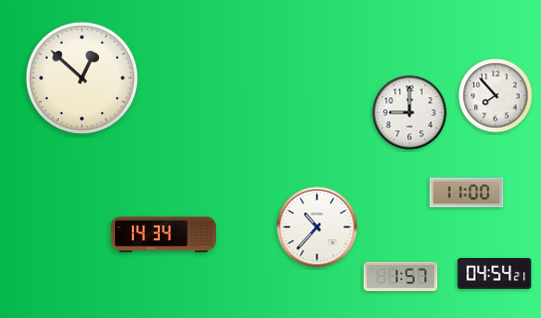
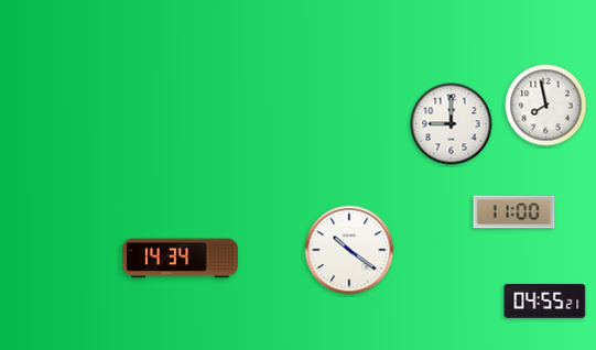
clock at (82, 78): 12:52 -> none
clock at (496, 96): 7:53 -> 7:58
clock at (317, 227): 10:37 -> 10:21
clock at (495, 273): 04:54 -> 04:55
clock at (401, 277): 1:57 -> none
